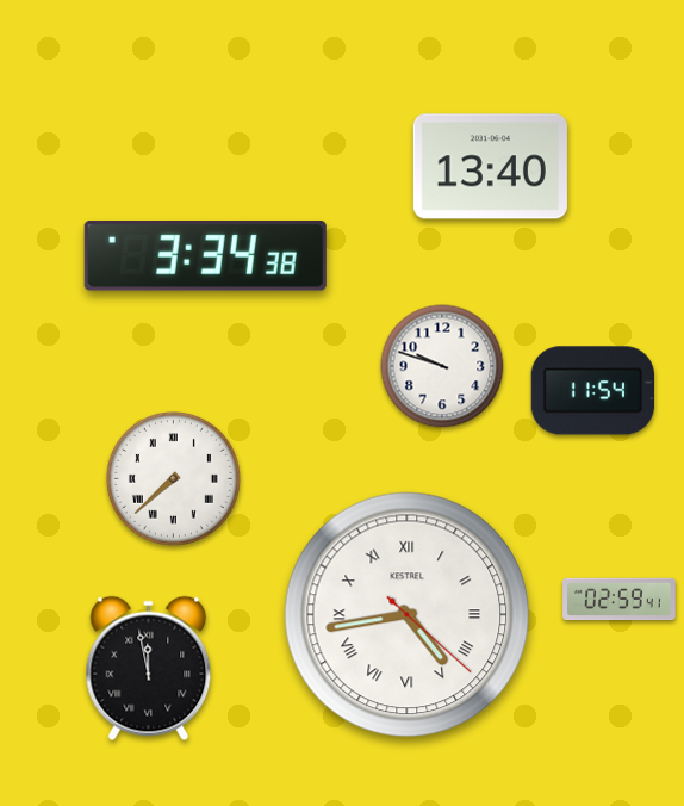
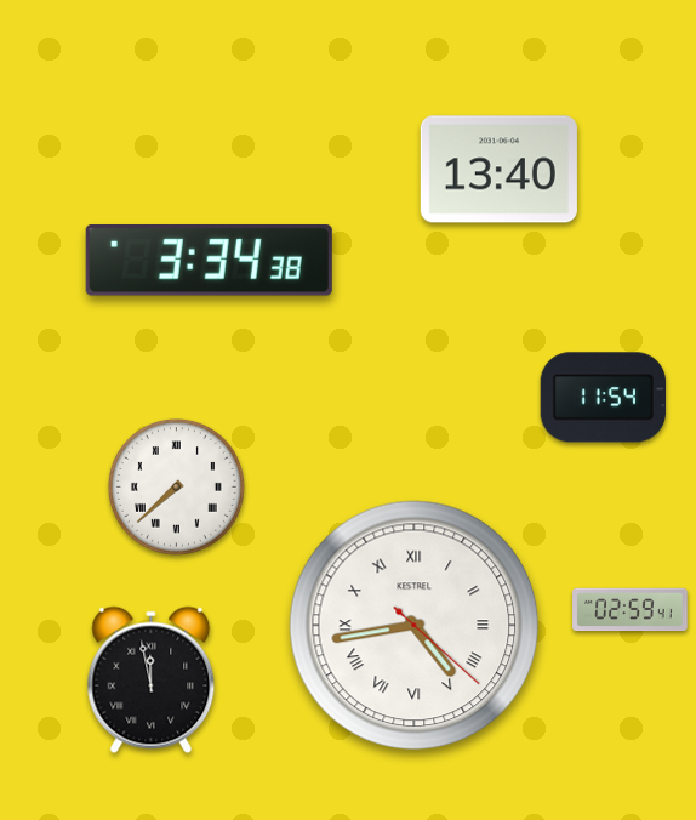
clock at (442, 366): 9:48 -> none
